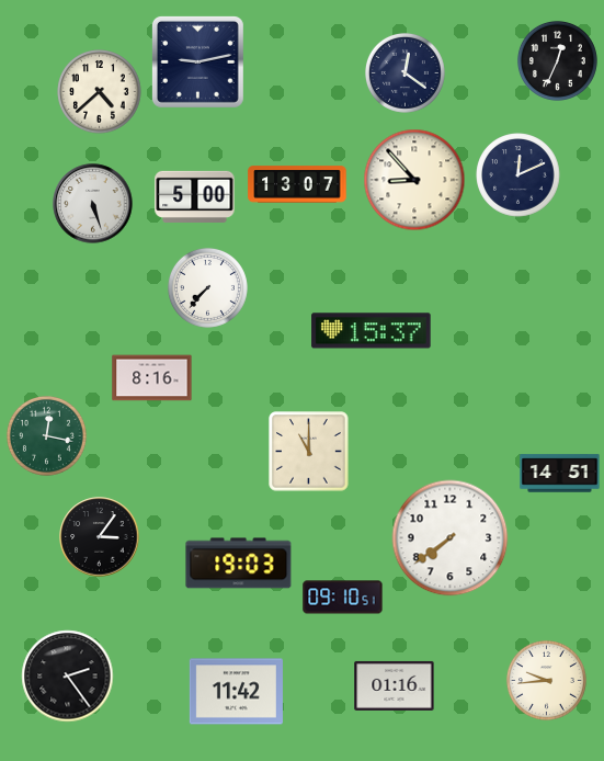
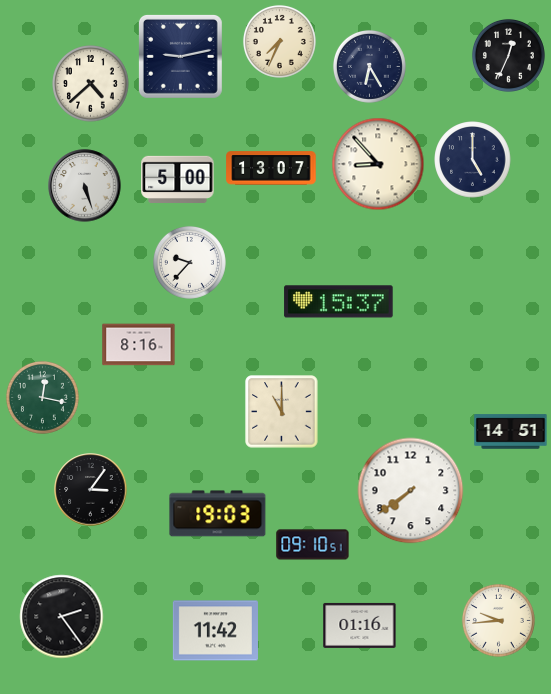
clock at (279, 41): none -> 7:34
clock at (404, 72): 12:21 -> 6:25
clock at (518, 175): 12:11 -> 5:00
clock at (207, 287): 7:37 -> 9:37
